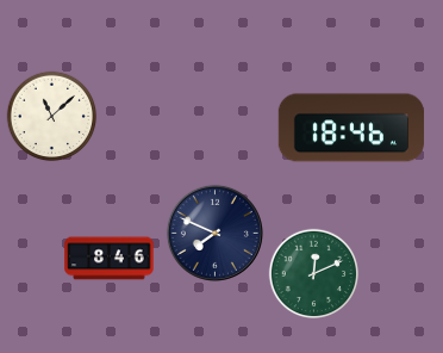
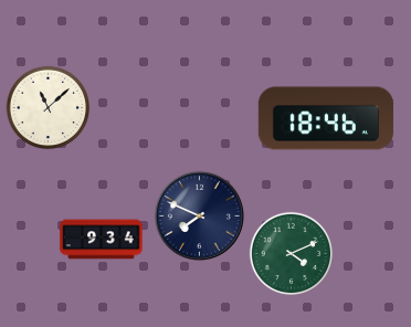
clock at (110, 259): 8:46 -> 9:34
clock at (314, 274): 12:11 -> 4:11
